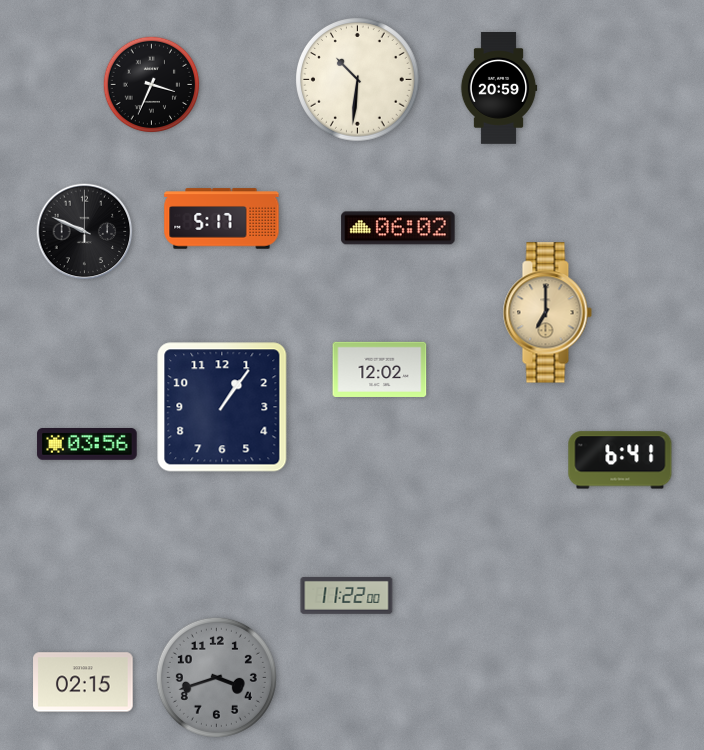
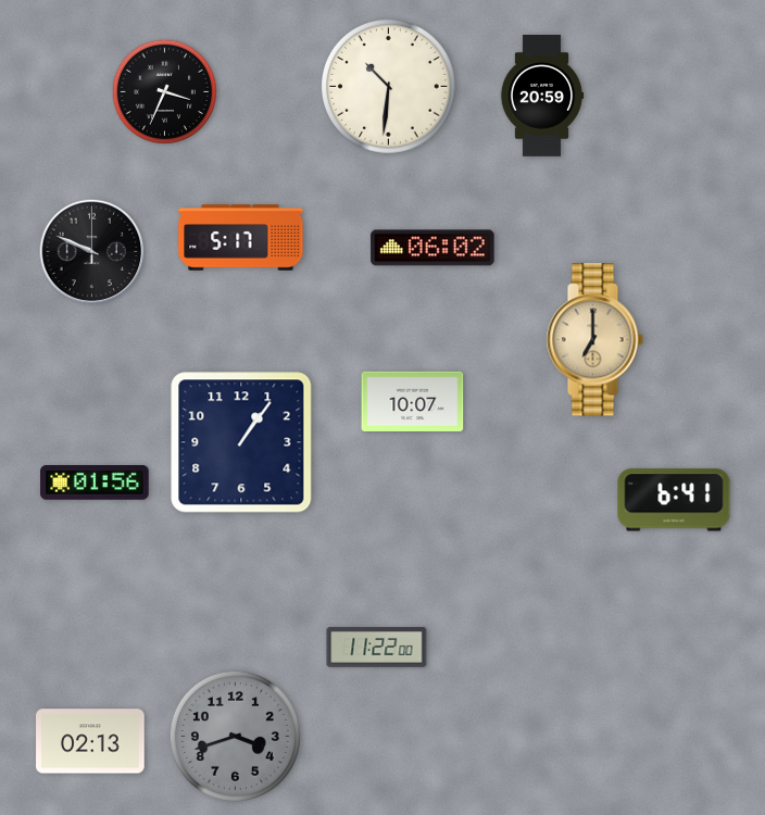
clock at (380, 369): 12:02 -> 10:07
clock at (87, 445): 03:56 -> 01:56
clock at (83, 682): 02:15 -> 02:13
